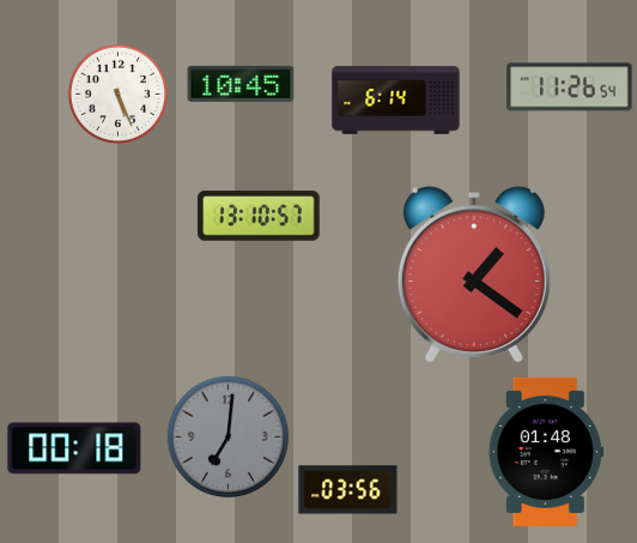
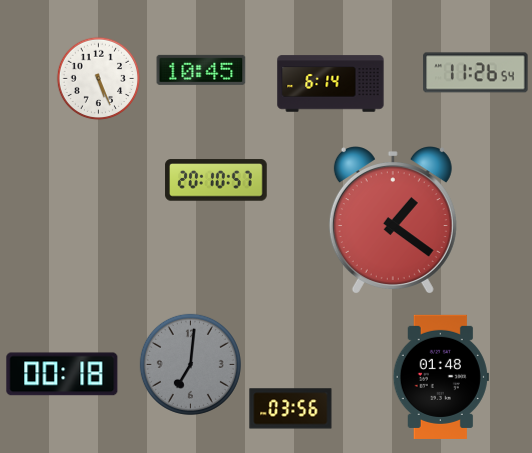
clock at (259, 216): 13:10 -> 20:10
clock at (474, 274) position: (474, 274) -> (393, 220)
clock at (546, 452) position: (546, 452) -> (441, 377)
